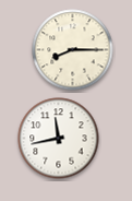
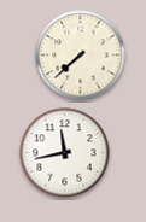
clock at (73, 50): 8:15 -> 7:38
